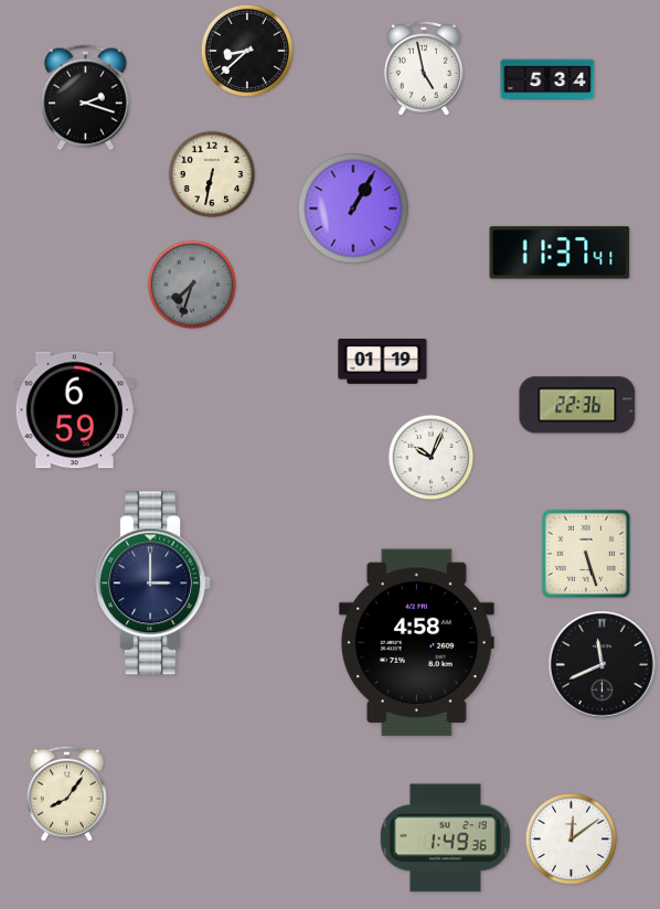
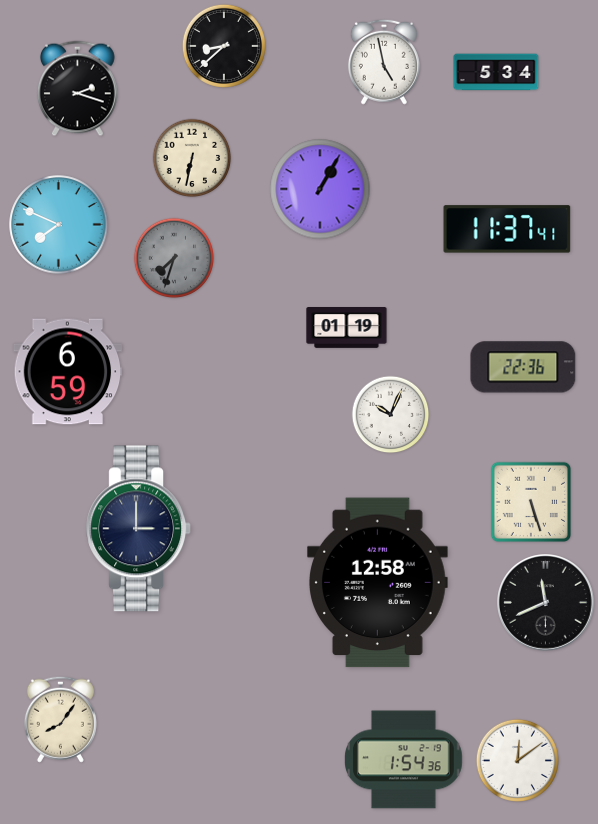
clock at (59, 225): none -> 7:49
clock at (417, 643): 4:58 -> 12:58
clock at (446, 838): 1:49 -> 1:54
